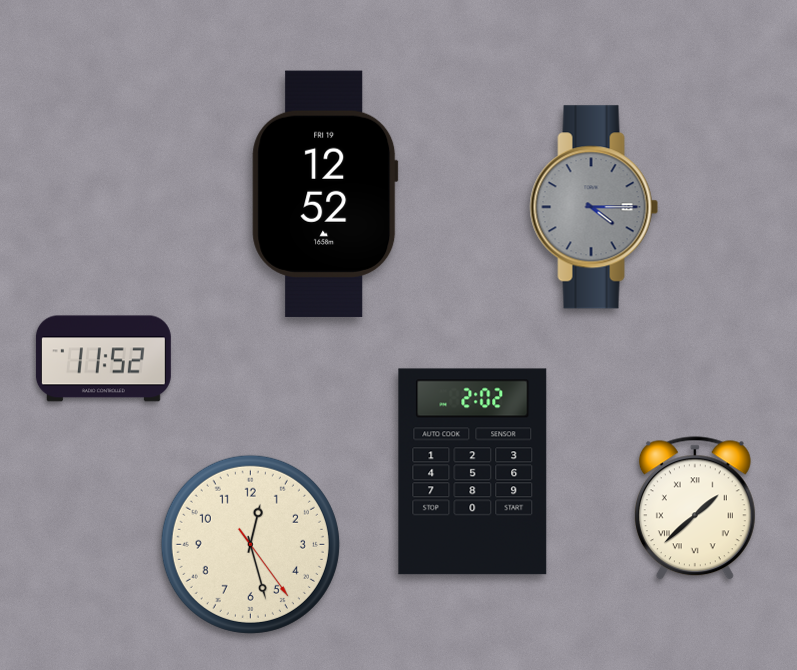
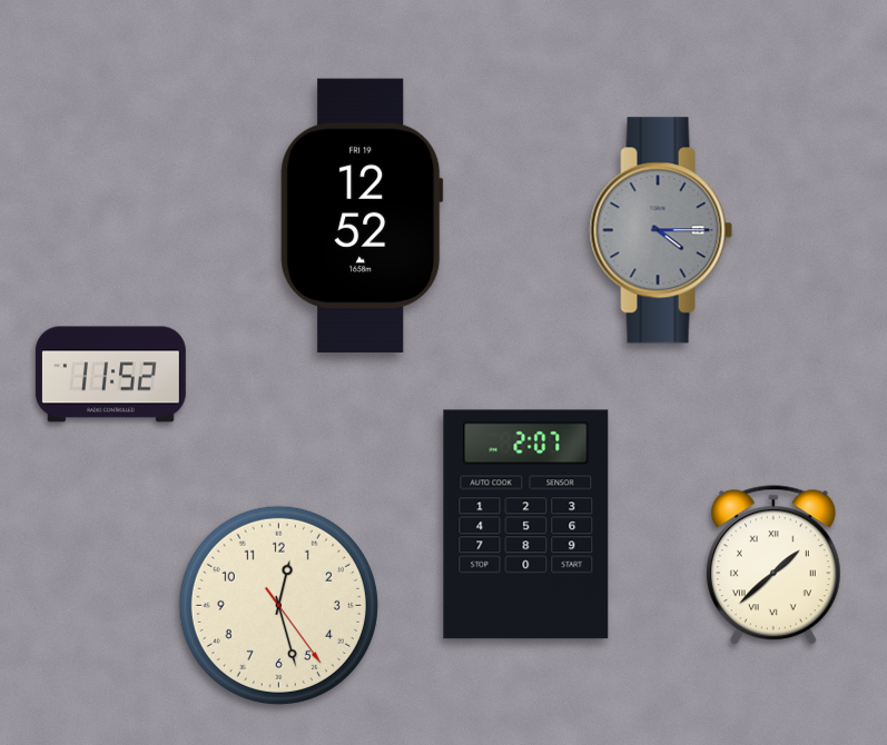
clock at (103, 359) position: (103, 359) -> (110, 375)
clock at (473, 472): 2:02 -> 2:07
